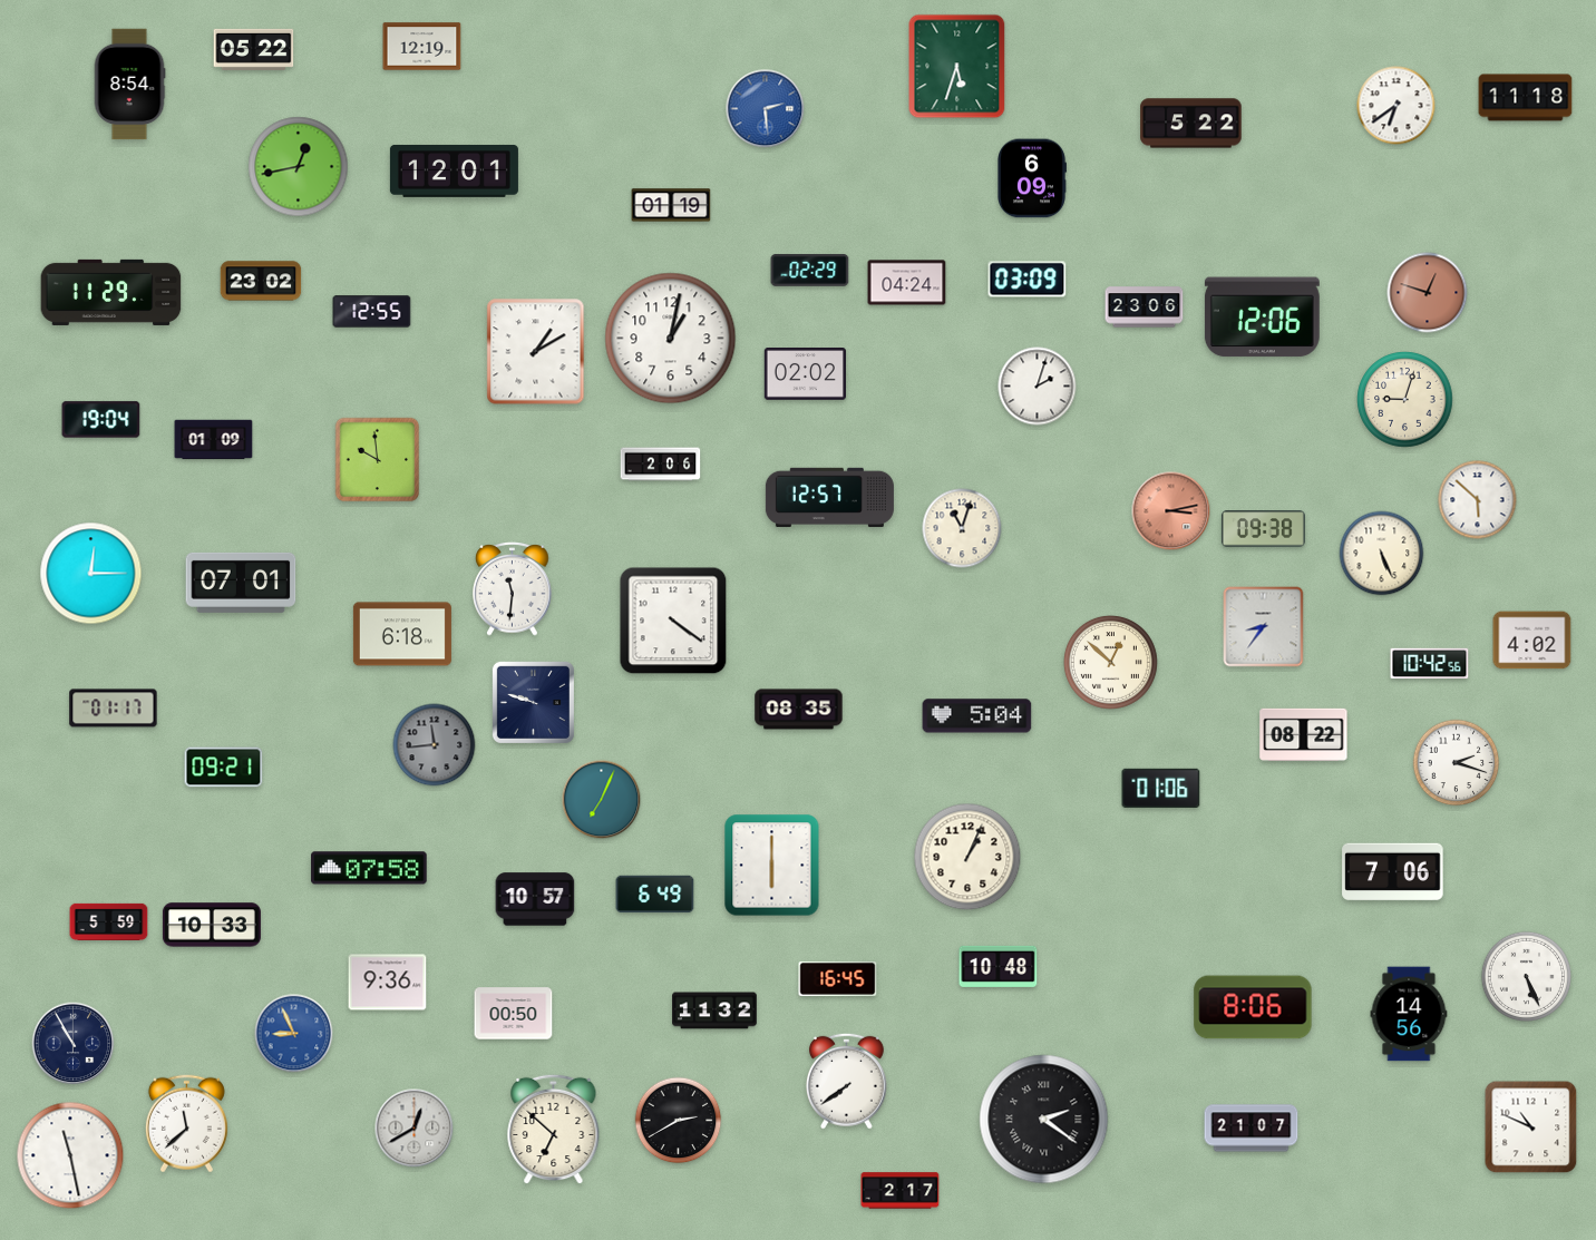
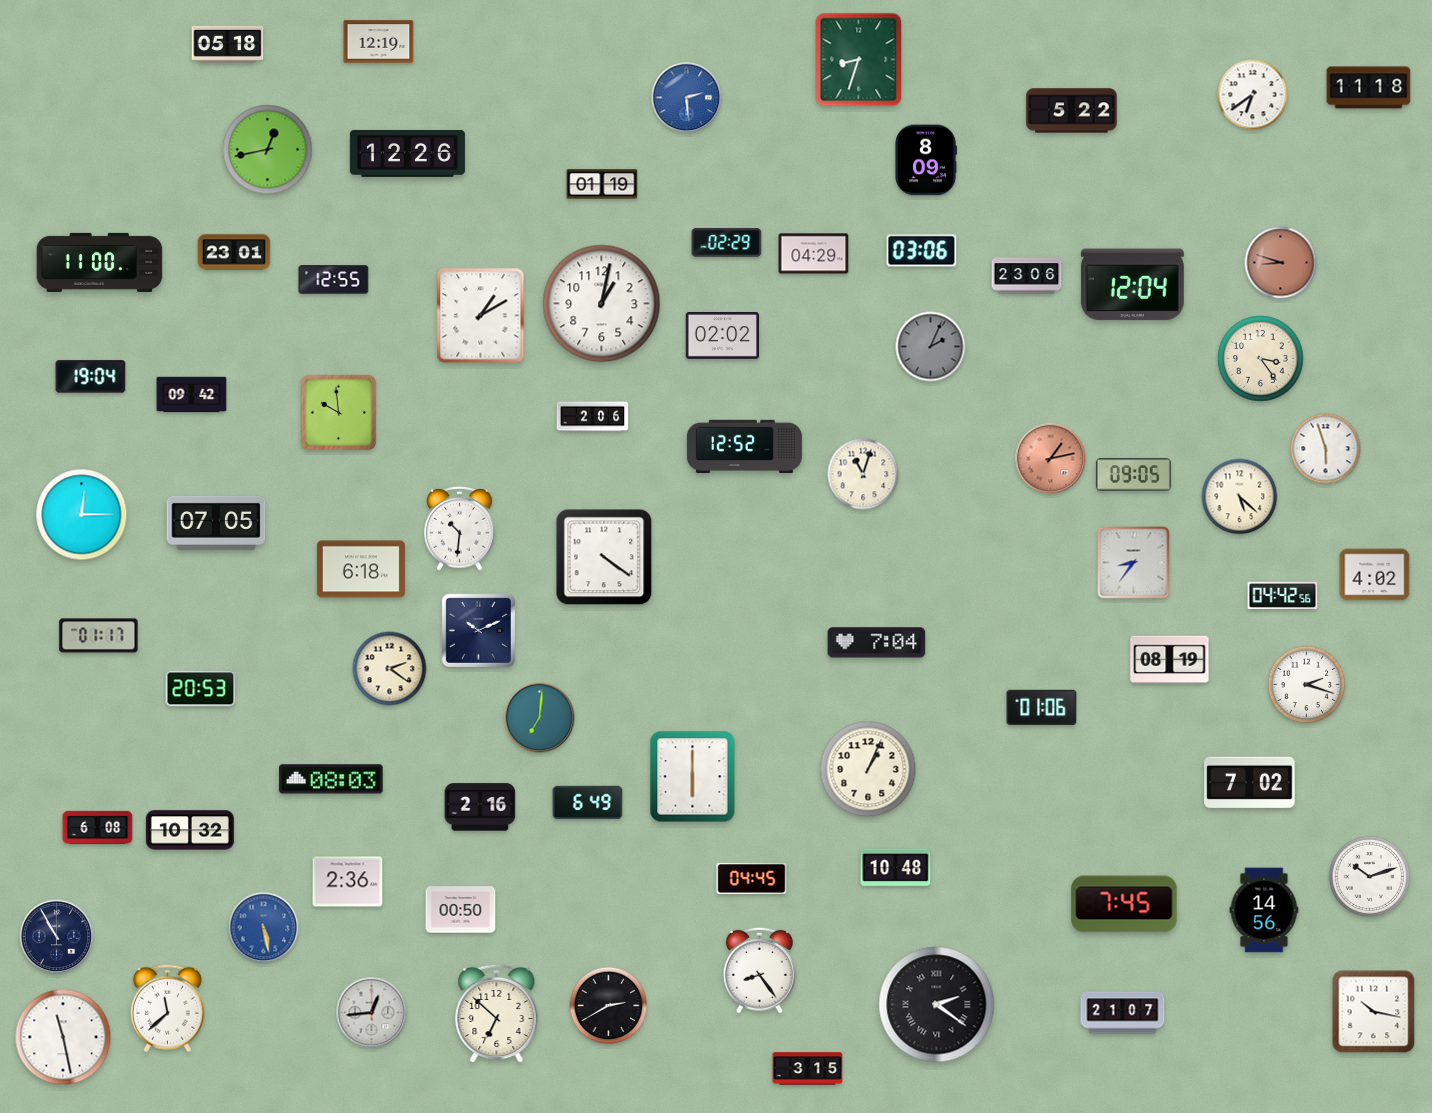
clock at (254, 49): 05:22 -> 05:18
clock at (957, 67): 5:33 -> 8:33
clock at (129, 85): 8:54 -> none
clock at (1191, 124) position: (1191, 124) -> (1072, 111)
clock at (454, 170): 12:01 -> 12:26
clock at (1032, 178): 6:09 -> 8:09
clock at (1028, 280): 03:09 -> 03:06
clock at (261, 281): 23:02 -> 23:01
clock at (907, 283): 04:24 -> 04:29
clock at (111, 292): 11:29 -> 11:00
clock at (1428, 293): 12:48 -> 8:48
clock at (1262, 318): 12:06 -> 12:04
clock at (1038, 387): 2:03 -> 2:04
clock at (1038, 387) dial: white -> grey
clock at (1405, 400): 9:03 -> 3:24
clock at (214, 440): 01:09 -> 09:42
clock at (829, 497): 12:57 -> 12:52
clock at (1478, 500): 5:52 -> 5:57
clock at (1171, 511): 3:13 -> 1:13
clock at (1263, 529): 09:38 -> 09:05
clock at (1382, 554): 5:26 -> 5:22
clock at (241, 583): 07:01 -> 07:05
clock at (513, 589): 11:31 -> 10:31
clock at (1110, 662): 12:52 -> none
clock at (1430, 664): 10:42 -> 04:42
clock at (533, 702): 9:48 -> 10:11
clock at (114, 709) position: (114, 709) -> (99, 636)
clock at (799, 710): 08:35 -> none
clock at (977, 716): 5:04 -> 7:04
clock at (1304, 734): 08:22 -> 08:19
clock at (435, 745): 11:44 -> 2:21
clock at (435, 745) dial: grey -> cream
clock at (224, 768): 09:21 -> 20:53
clock at (602, 800): 7:04 -> 7:01
clock at (369, 868): 07:58 -> 08:03
clock at (1393, 872): 7:06 -> 7:02
clock at (535, 899): 10:57 -> 2:16
clock at (109, 922): 5:59 -> 6:08
clock at (212, 925): 10:33 -> 10:32
clock at (1526, 976): 5:26 -> 10:12
clock at (838, 978): 16:45 -> 04:45
clock at (388, 983): 9:36 -> 2:36
clock at (1253, 1007): 8:06 -> 7:45
clock at (714, 1010): 11:32 -> none
clock at (294, 1034): 8:56 -> 5:28
clock at (74, 1044) position: (74, 1044) -> (57, 937)
clock at (846, 1081): 7:39 -> 8:24
clock at (1531, 1127): 10:49 -> 10:17
clock at (415, 1129): 12:40 -> 12:44
clock at (901, 1191): 2:17 -> 3:15
